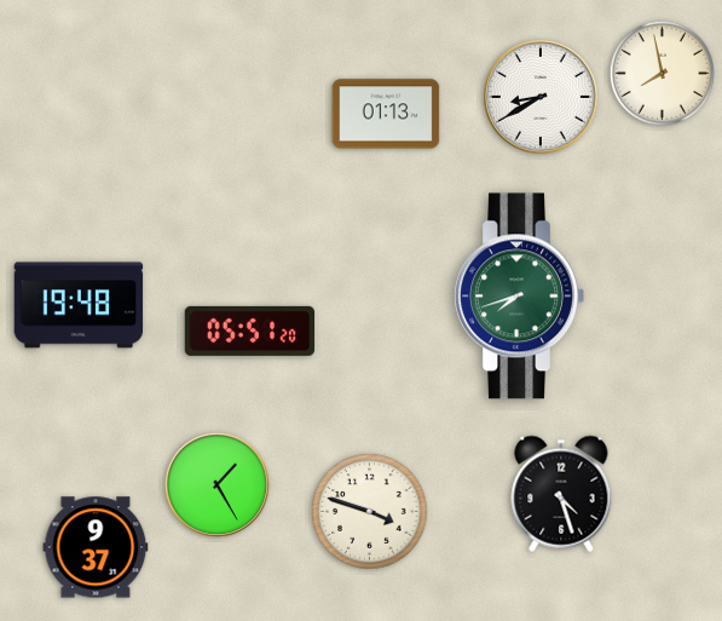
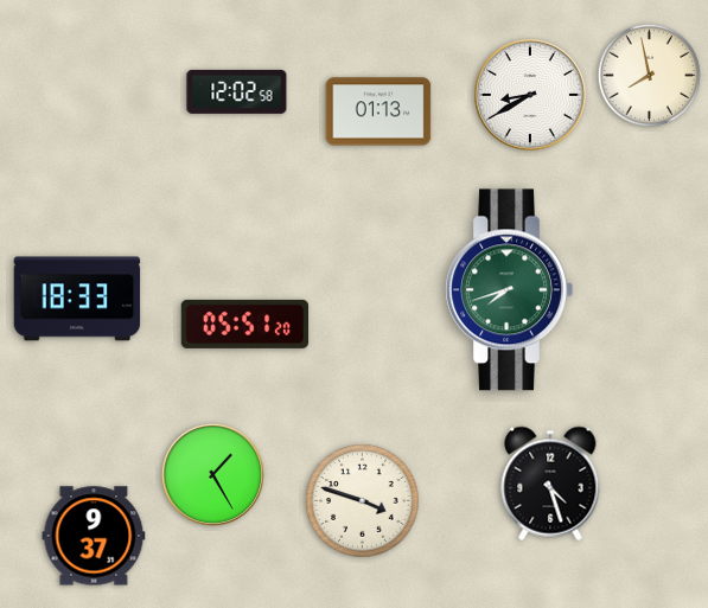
clock at (662, 73) position: (662, 73) -> (649, 75)
clock at (237, 91): none -> 12:02
clock at (79, 305): 19:48 -> 18:33
